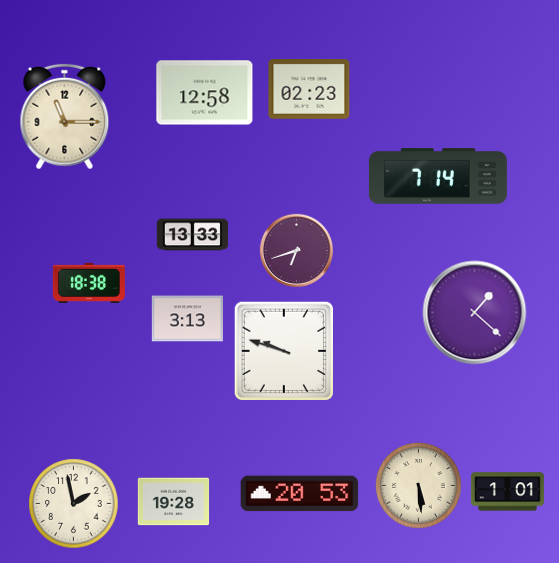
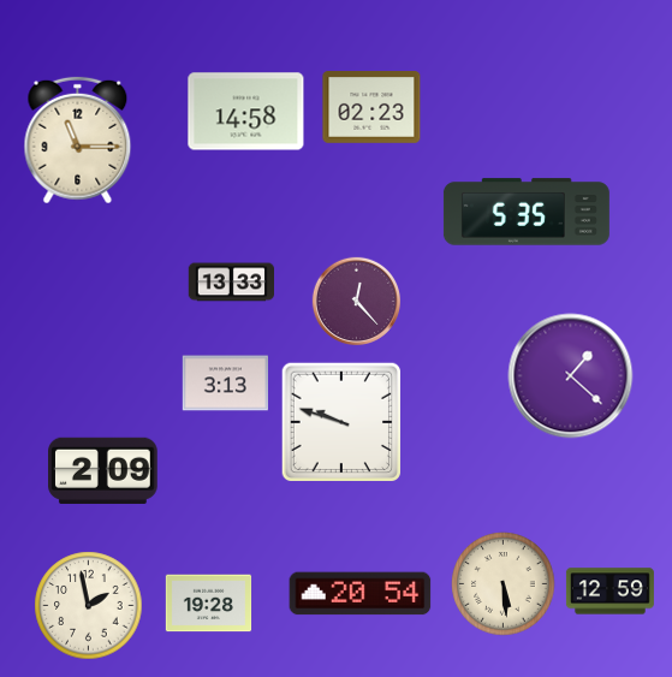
clock at (205, 93): 12:58 -> 14:58
clock at (438, 176): 7:14 -> 5:35
clock at (296, 250): 6:42 -> 12:23
clock at (89, 283): 18:38 -> none
clock at (103, 470): none -> 2:09
clock at (507, 492): 1:01 -> 12:59
clock at (300, 494): 20:53 -> 20:54
